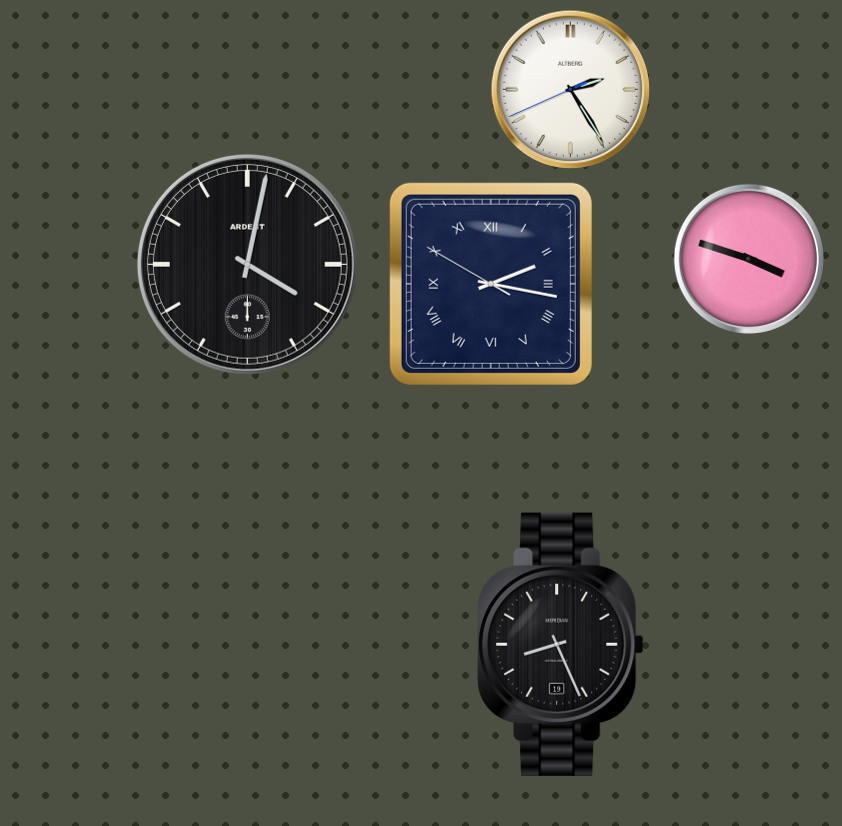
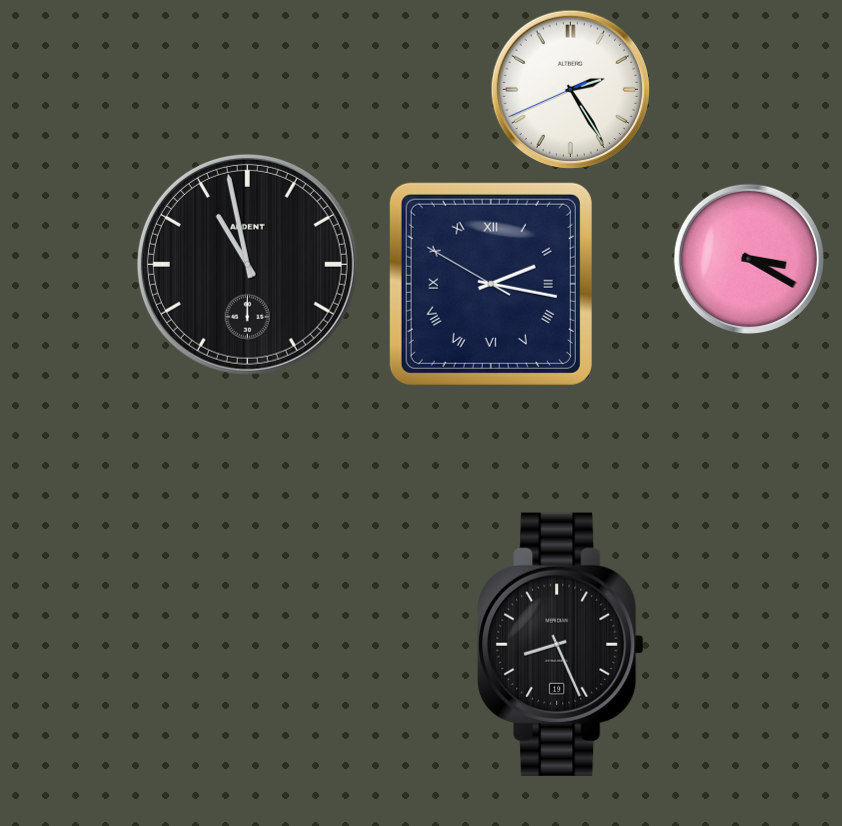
clock at (749, 259): 3:48 -> 3:20
clock at (247, 264): 4:02 -> 10:58
